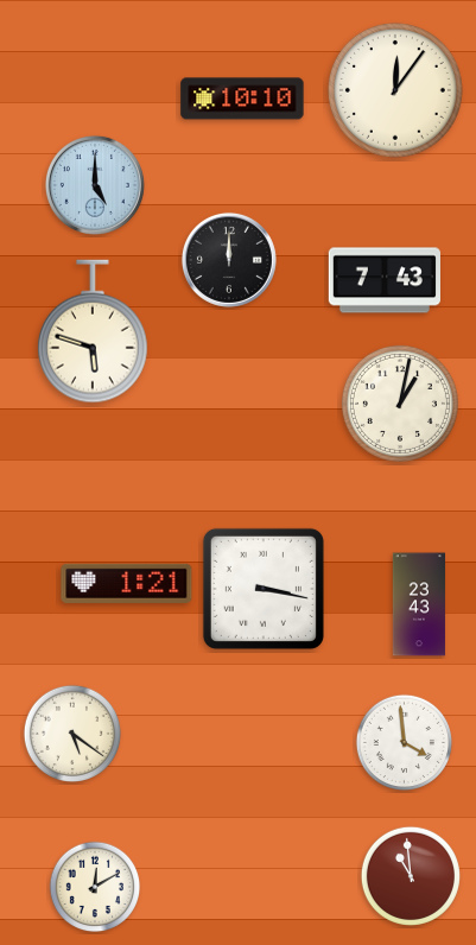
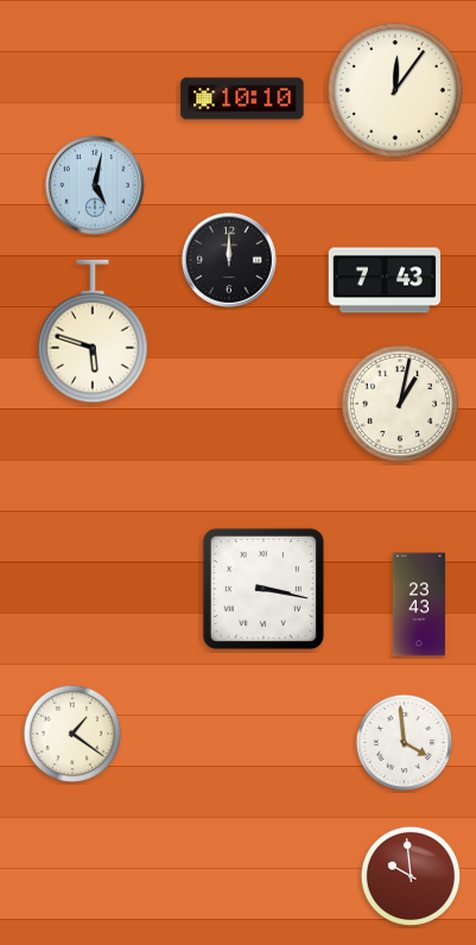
clock at (95, 185): 5:00 -> 5:02
clock at (127, 583): 1:21 -> none
clock at (71, 732): 5:21 -> 1:21
clock at (411, 876): 10:59 -> 9:59
clock at (95, 887): 12:10 -> none
